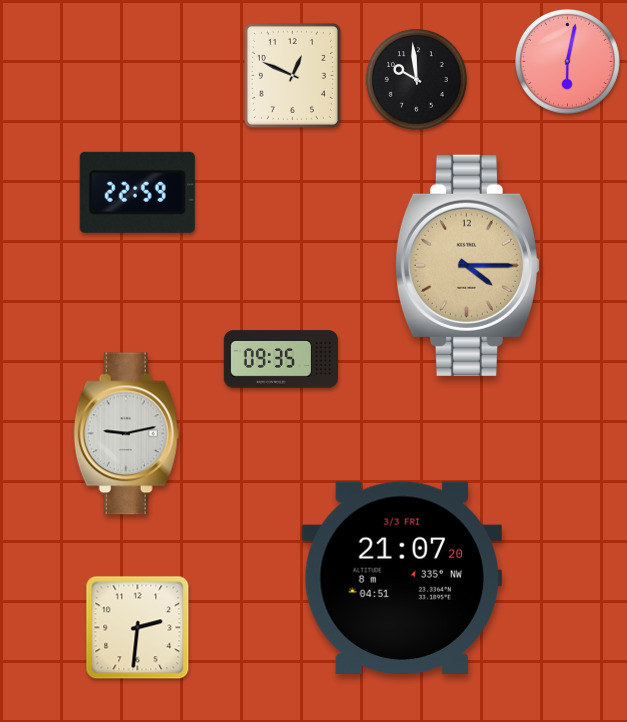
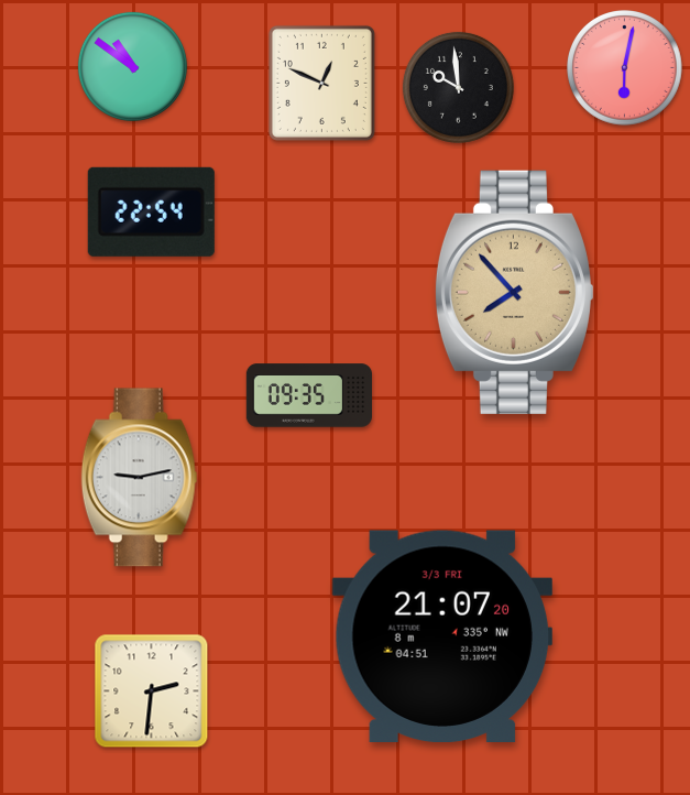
clock at (132, 66): none -> 10:51
clock at (137, 192): 22:59 -> 22:54
clock at (467, 265): 4:15 -> 7:53
